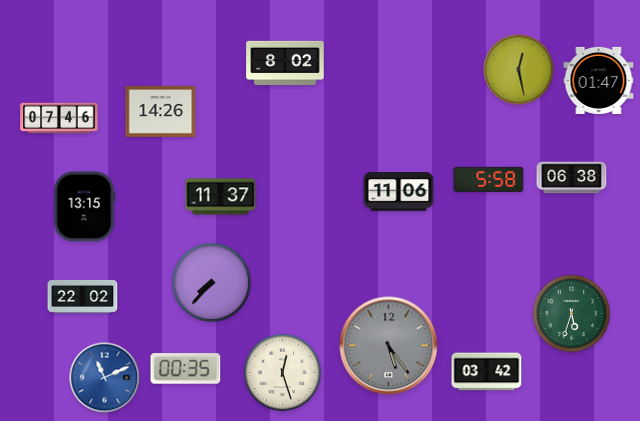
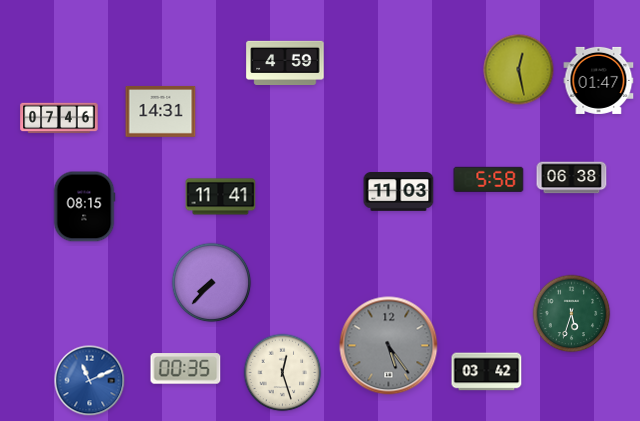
clock at (285, 62): 8:02 -> 4:59
clock at (161, 111): 14:26 -> 14:31
clock at (399, 192): 11:06 -> 11:03
clock at (221, 197): 11:37 -> 11:41
clock at (84, 207): 13:15 -> 08:15
clock at (83, 296): 22:02 -> none
clock at (105, 378) position: (105, 378) -> (90, 381)
